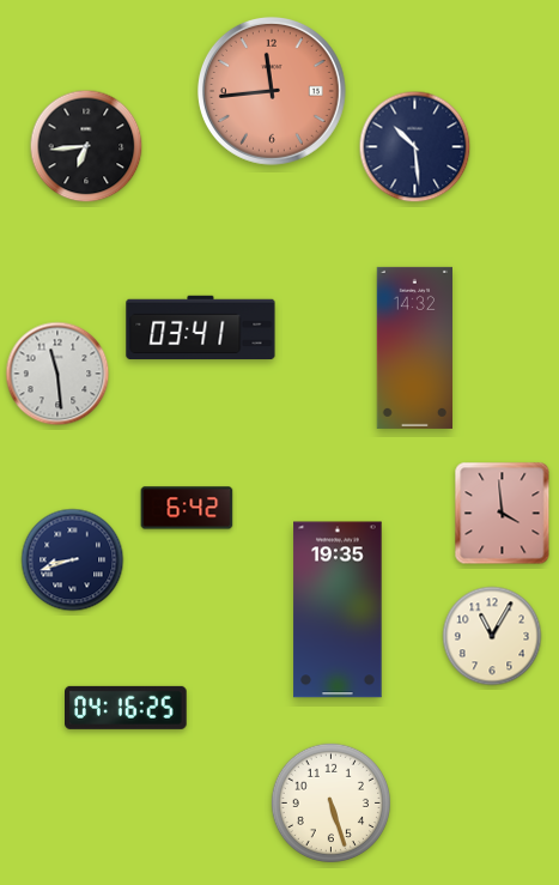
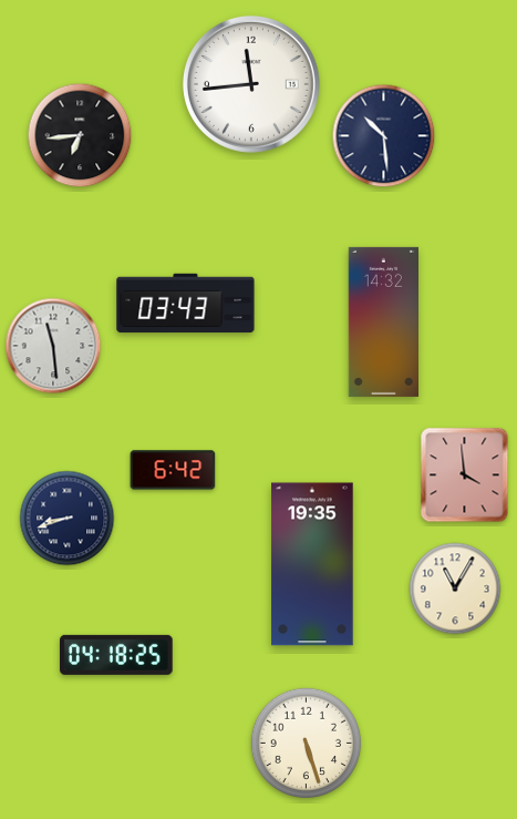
clock at (272, 91) dial: salmon -> white
clock at (201, 328): 03:41 -> 03:43
clock at (127, 708): 04:16 -> 04:18
